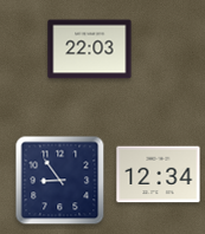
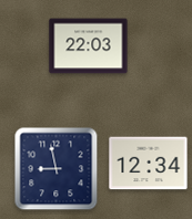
clock at (90, 50) position: (90, 50) -> (89, 46)
clock at (60, 181): 8:54 -> 8:58
